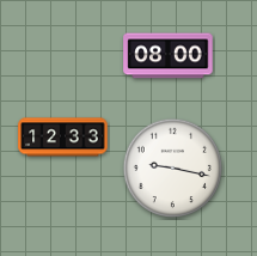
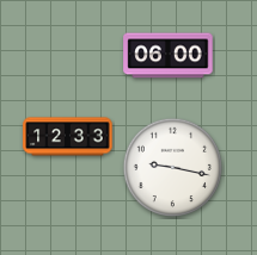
clock at (169, 56): 08:00 -> 06:00
clock at (63, 138) position: (63, 138) -> (68, 137)
